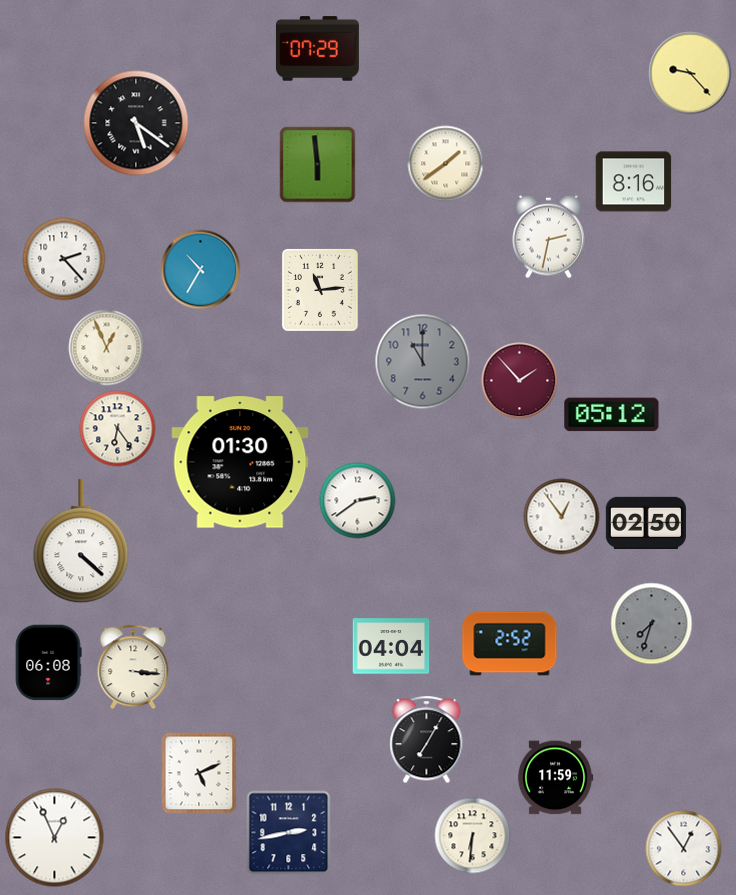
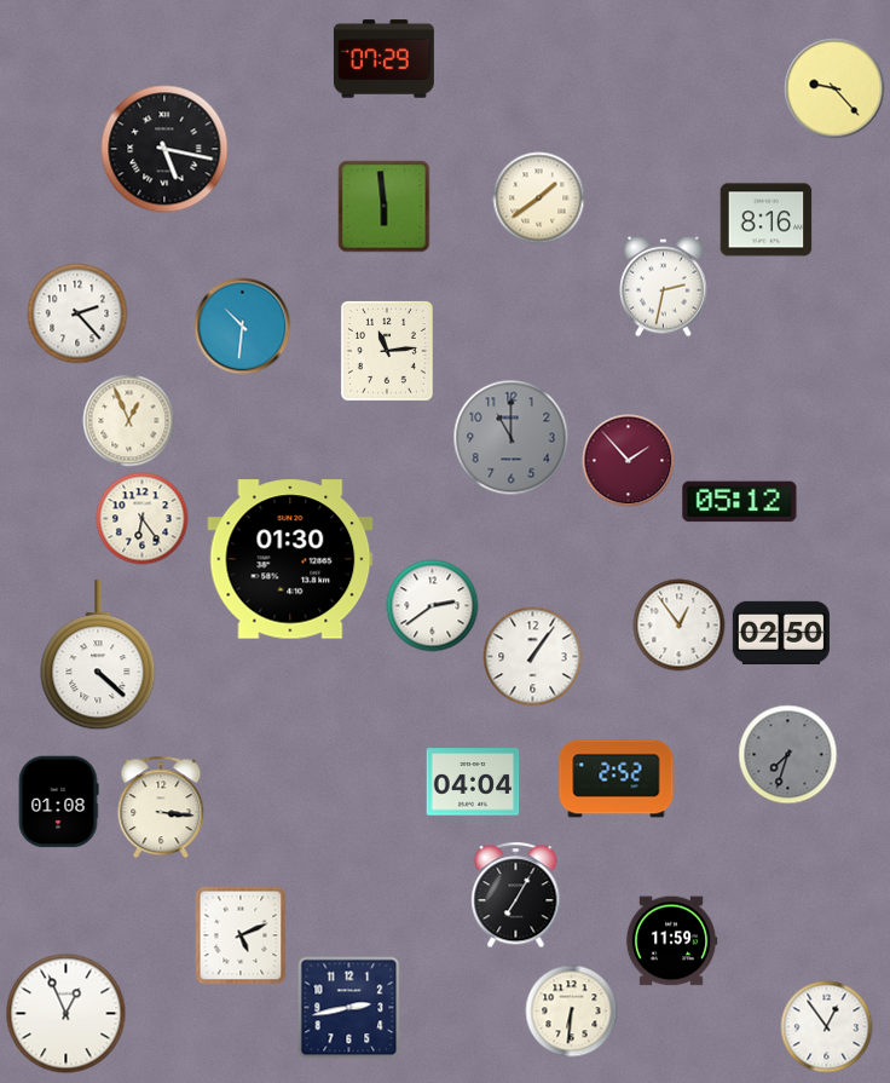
clock at (136, 123): 5:21 -> 5:17
clock at (318, 165) position: (318, 165) -> (385, 207)
clock at (201, 270): 10:35 -> 10:31
clock at (533, 657): none -> 1:06
clock at (48, 663): 06:08 -> 01:08
